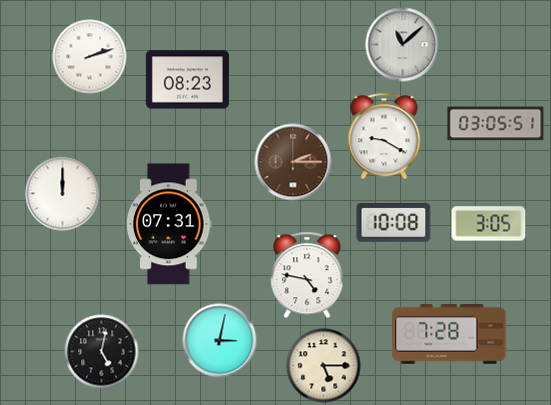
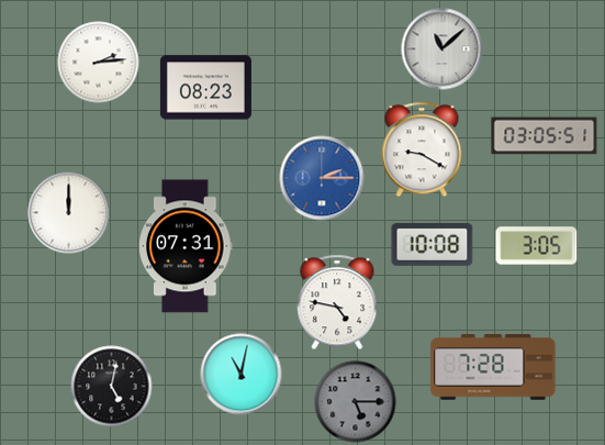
clock at (90, 57): 2:12 -> 2:14
clock at (293, 162) dial: brown -> blue
clock at (220, 341): 3:02 -> 11:02
clock at (324, 366) dial: cream -> grey
